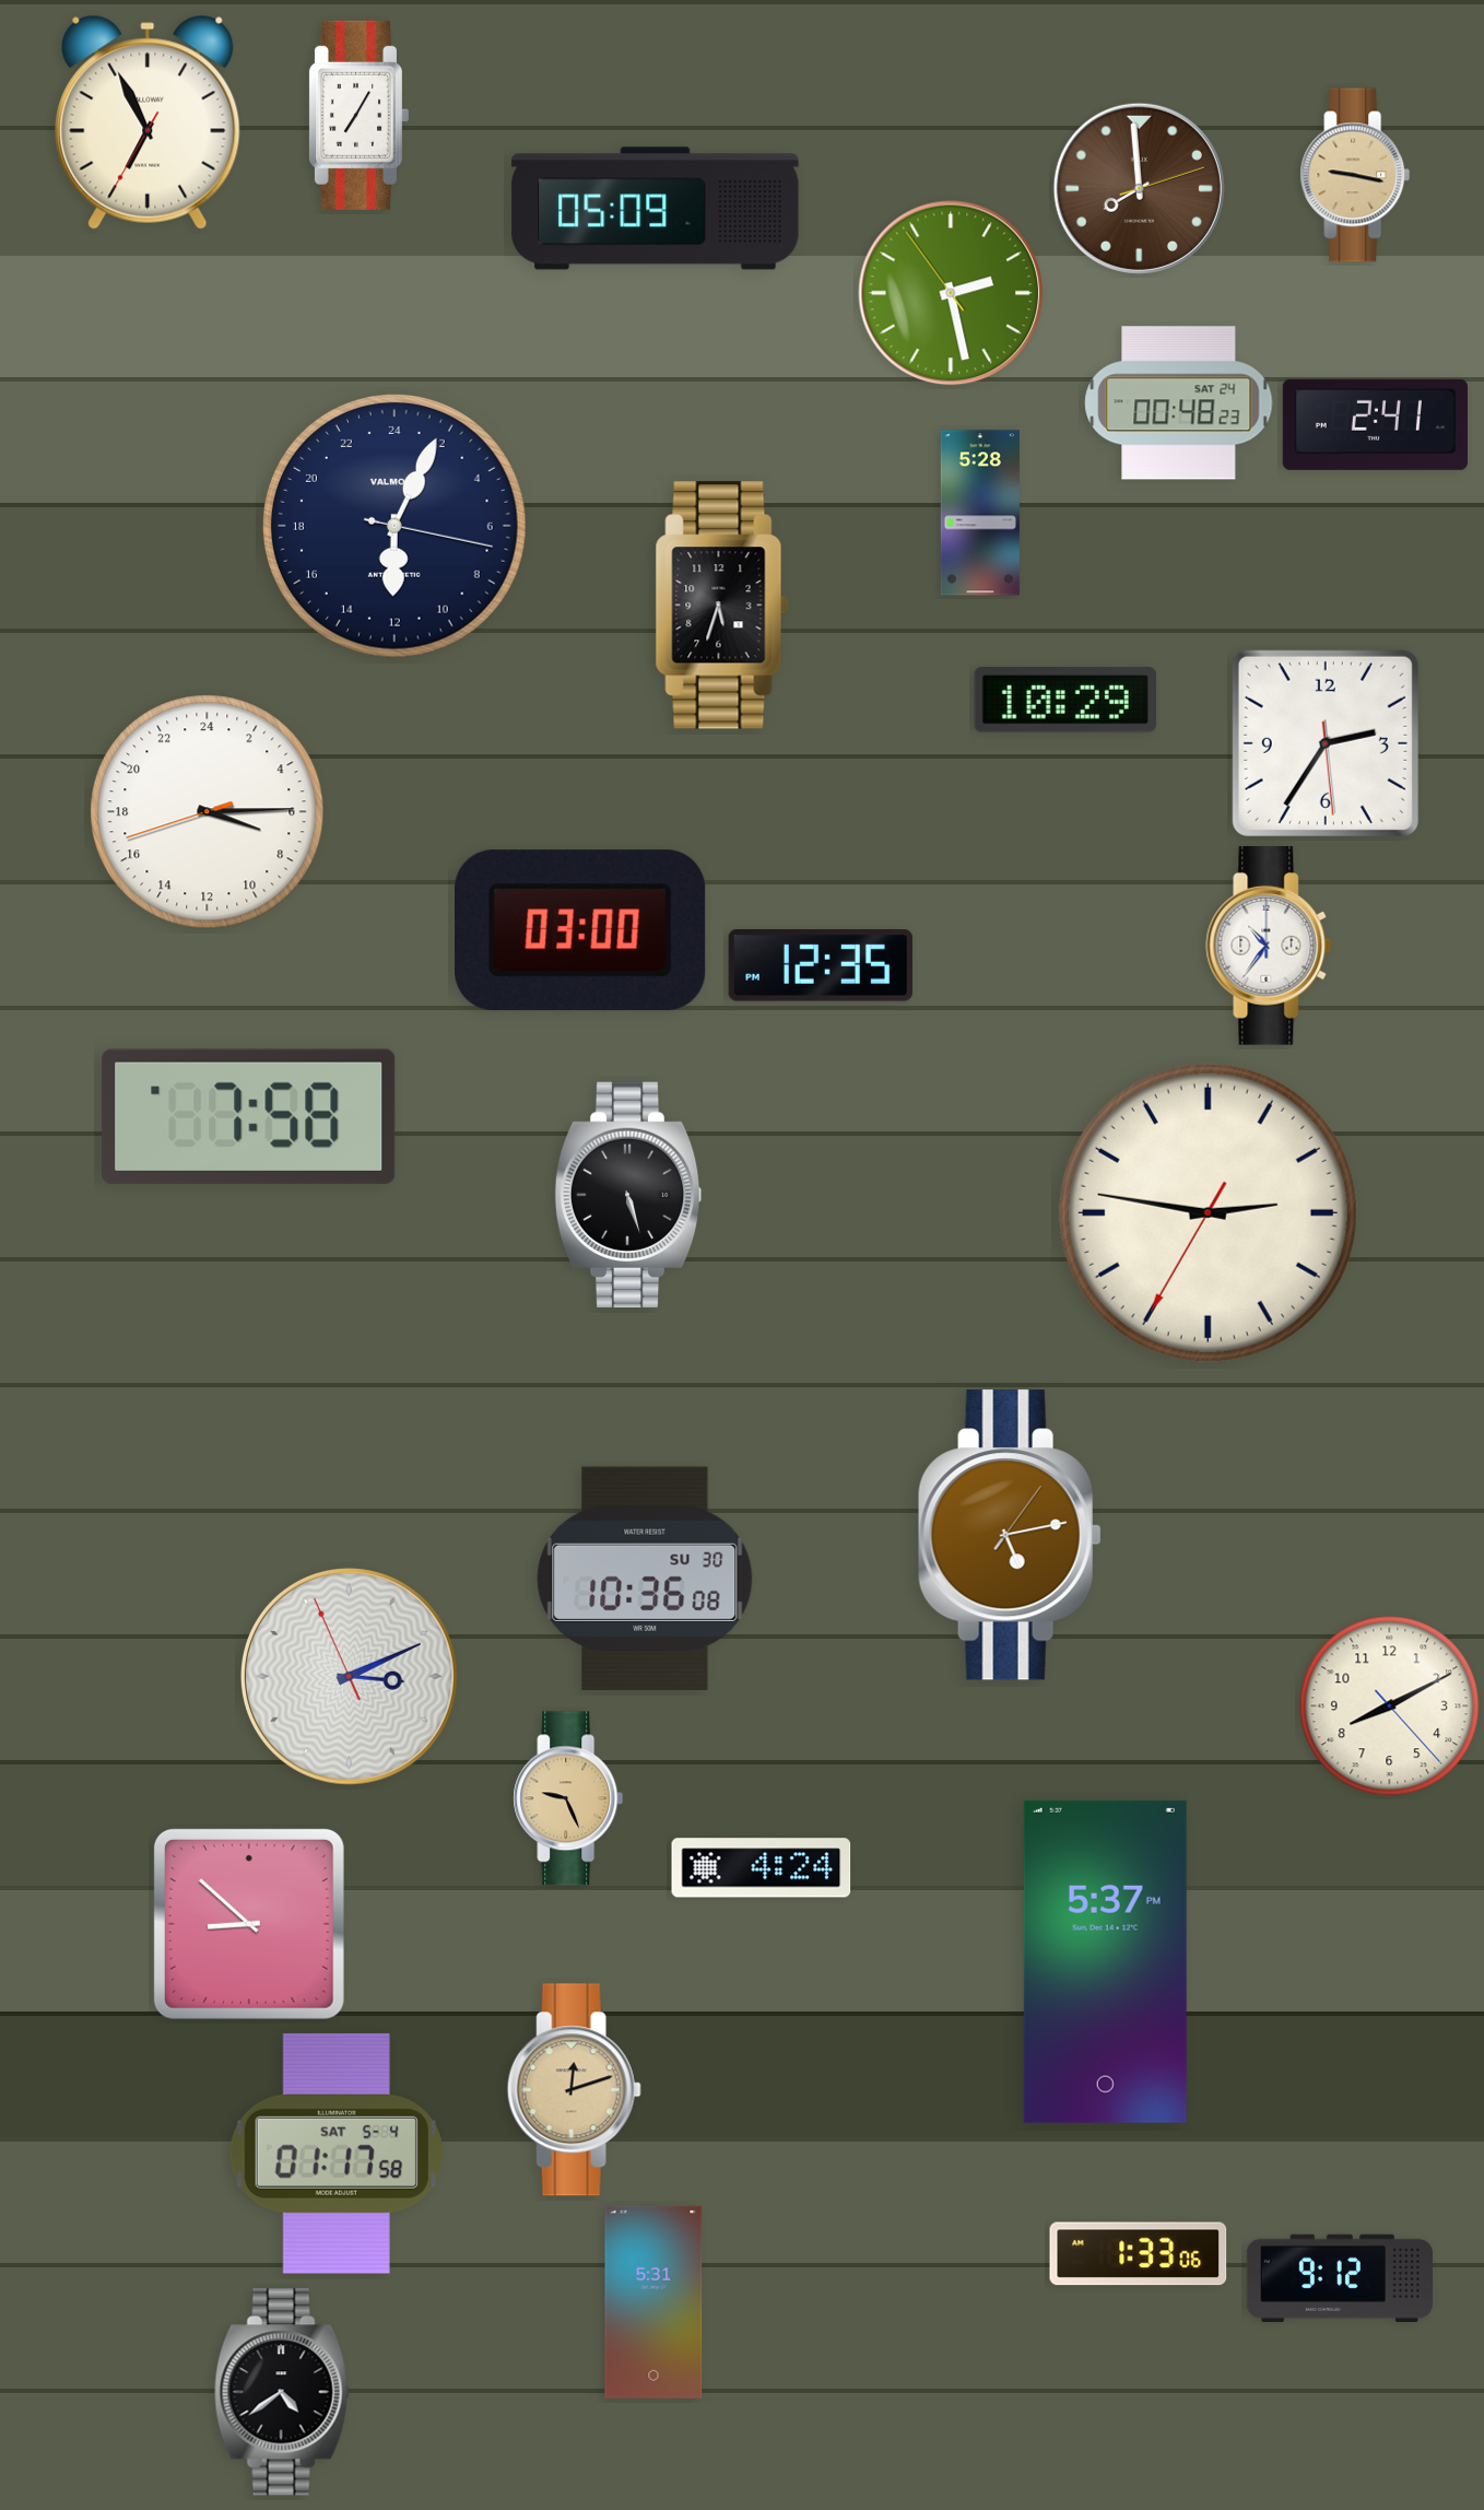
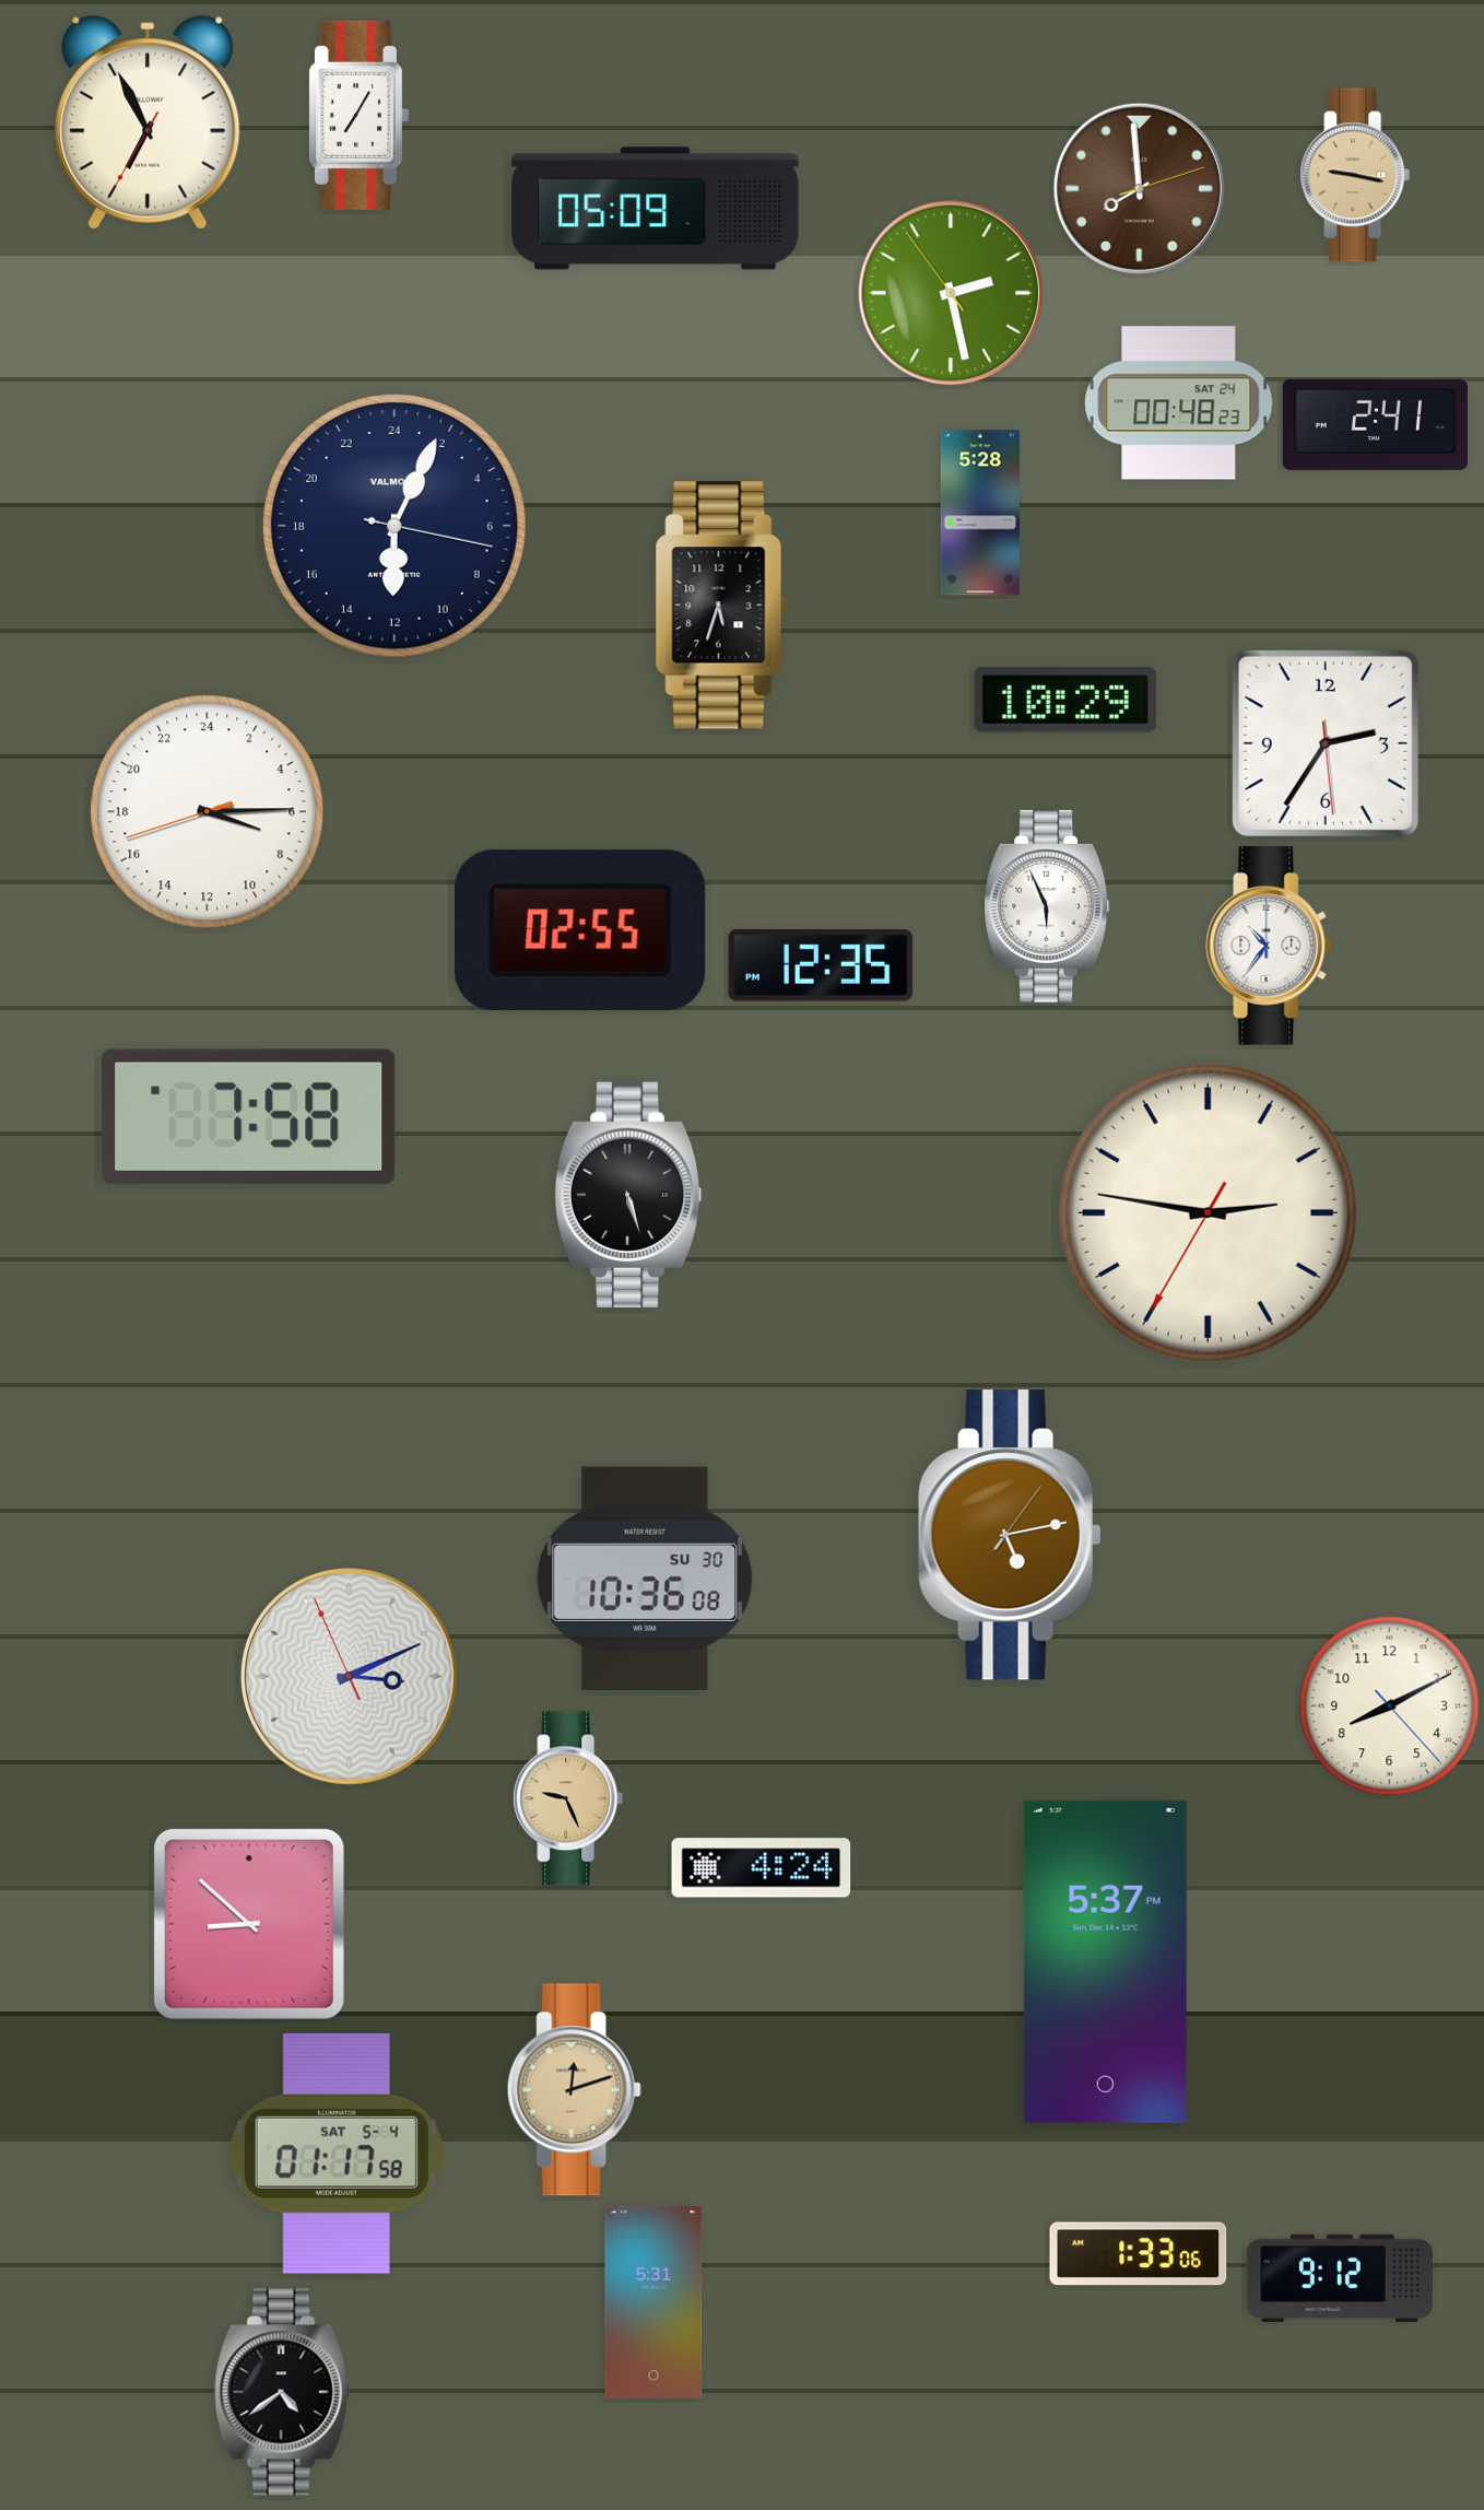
clock at (1047, 906): none -> 5:56
clock at (580, 930): 03:00 -> 02:55
